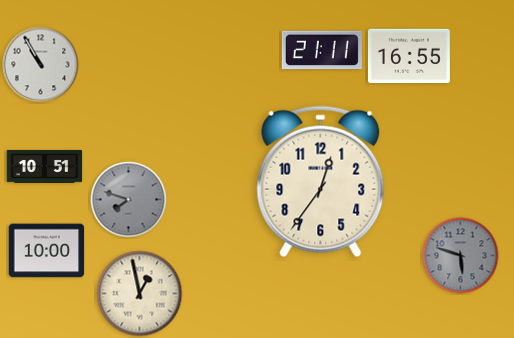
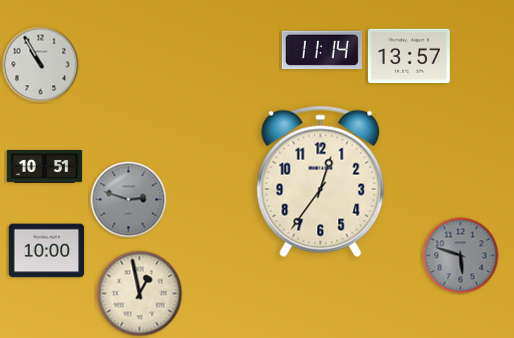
clock at (322, 50): 21:11 -> 11:14
clock at (409, 55): 16:55 -> 13:57
clock at (129, 200): 7:48 -> 2:48
